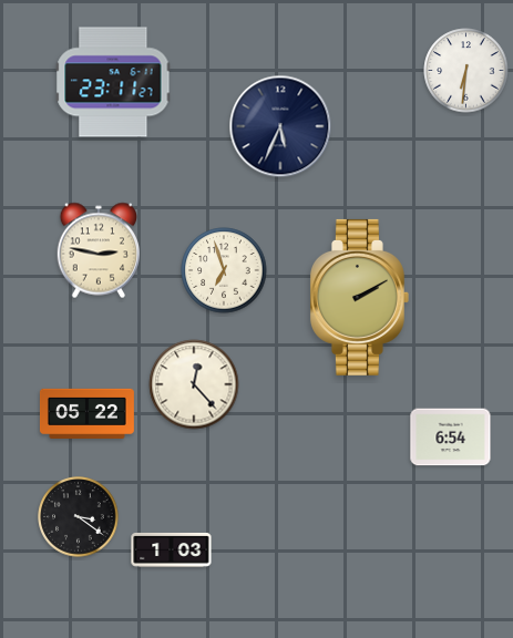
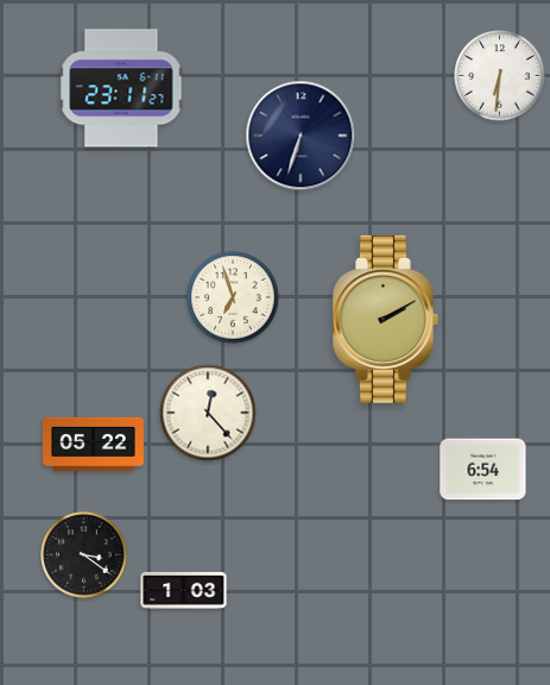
clock at (280, 126): 5:34 -> 6:33
clock at (98, 250): 2:47 -> none
clock at (224, 270) position: (224, 270) -> (233, 297)
